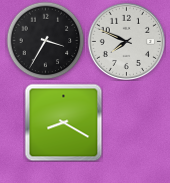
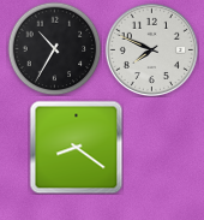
clock at (45, 40): 3:35 -> 10:35
clock at (63, 122): 8:20 -> 8:21
